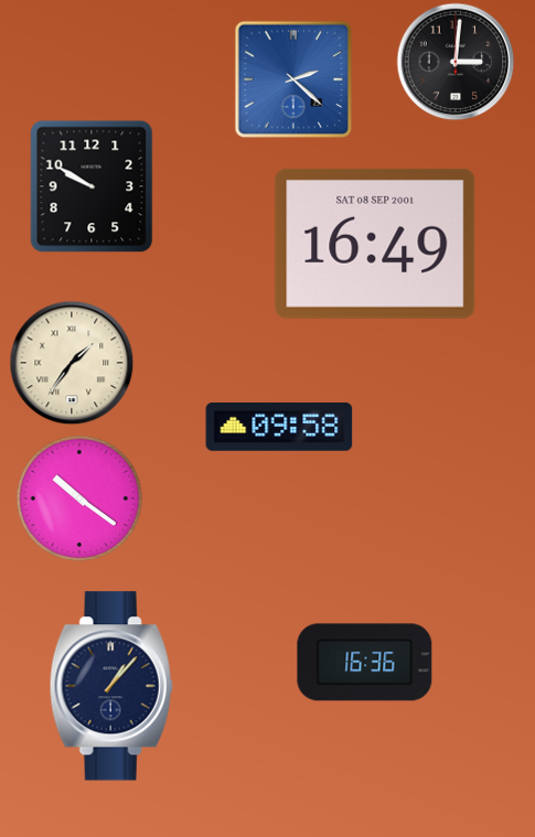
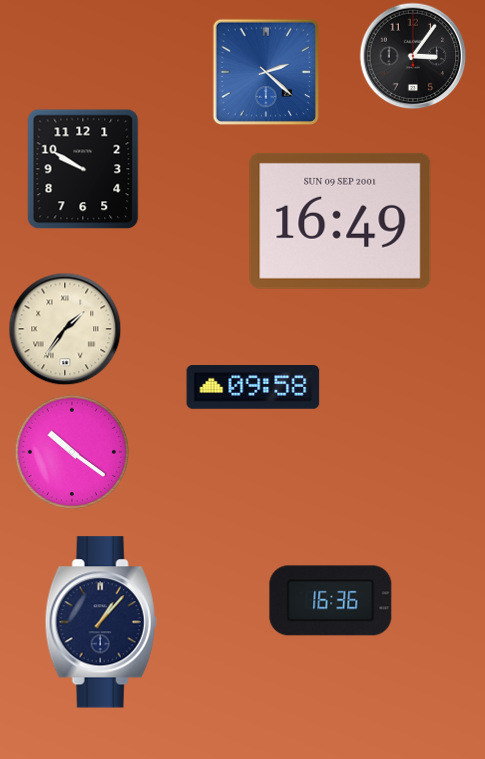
clock at (456, 62): 3:01 -> 3:06
clock at (375, 244) date: SAT 08 SEP 2001 -> SUN 09 SEP 2001
